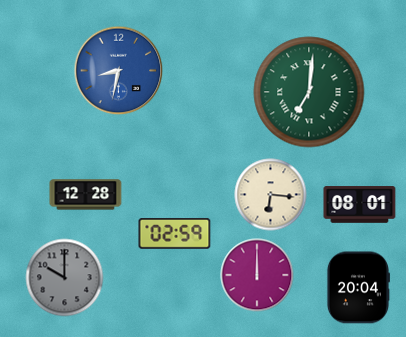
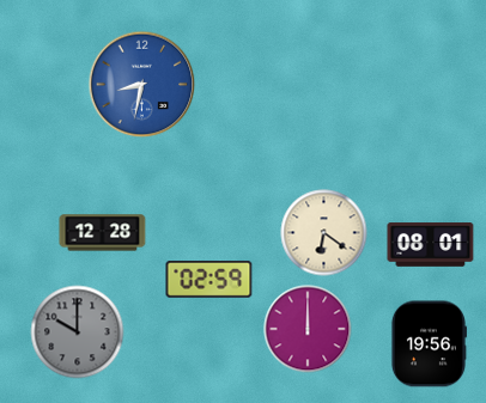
clock at (309, 92): 7:01 -> none
clock at (271, 195): 6:16 -> 6:21
clock at (358, 288): 20:04 -> 19:56
